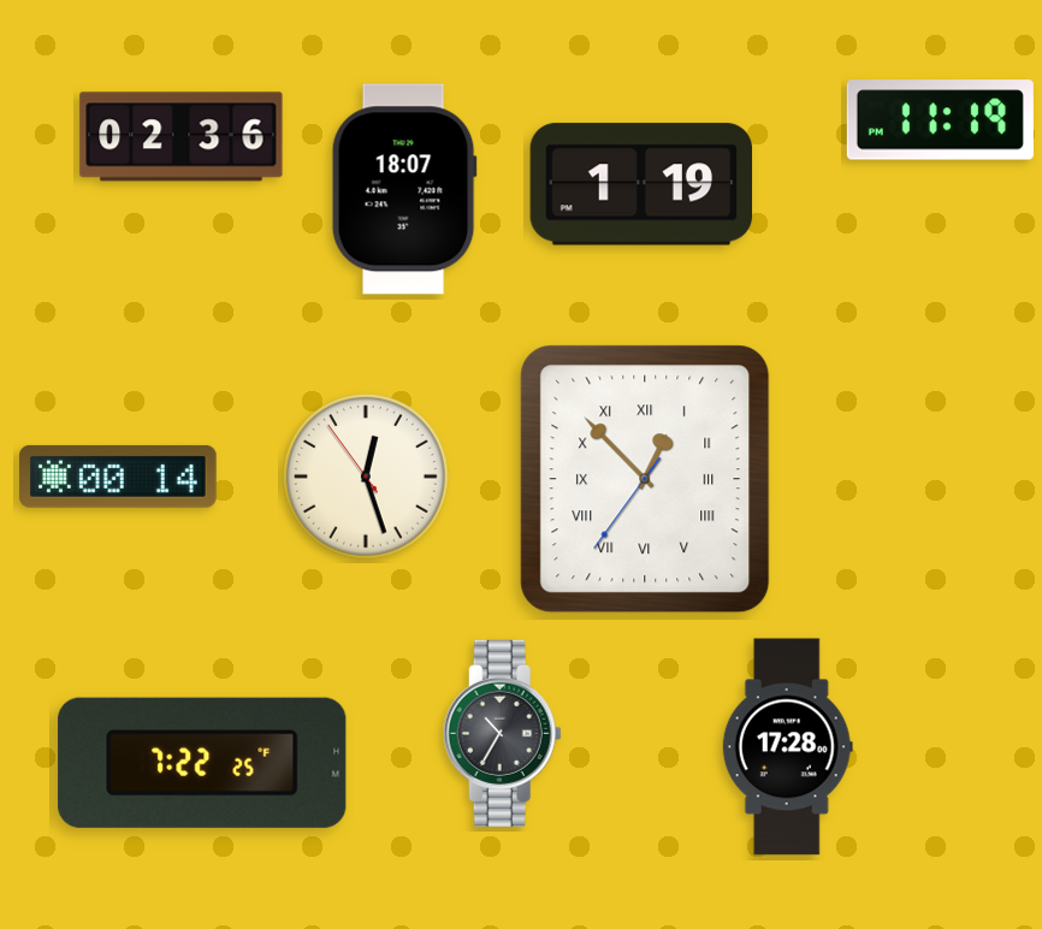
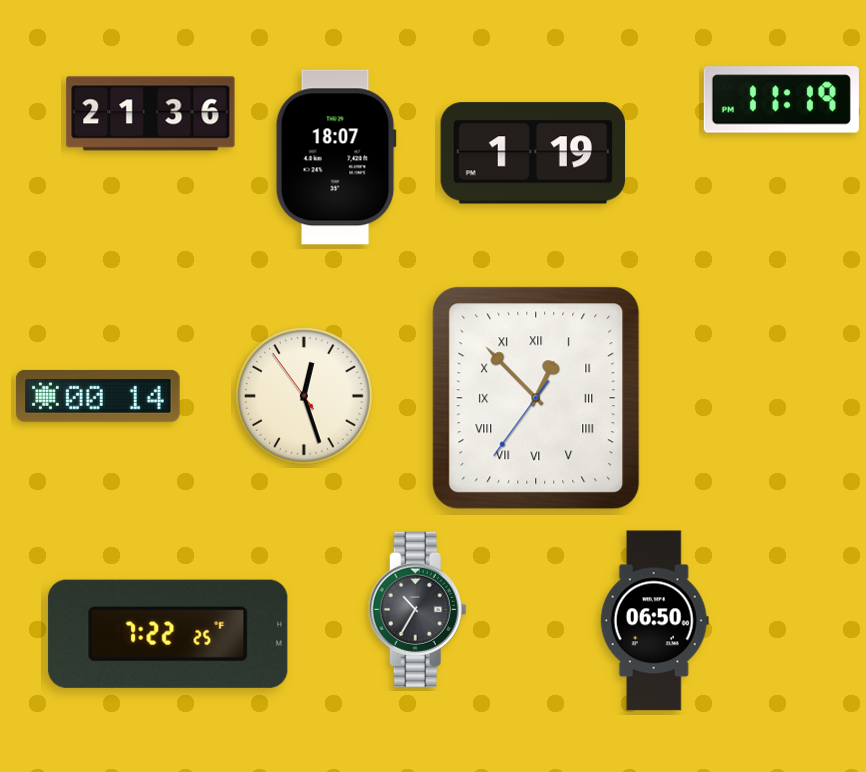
clock at (182, 137): 02:36 -> 21:36
clock at (787, 747): 17:28 -> 06:50
